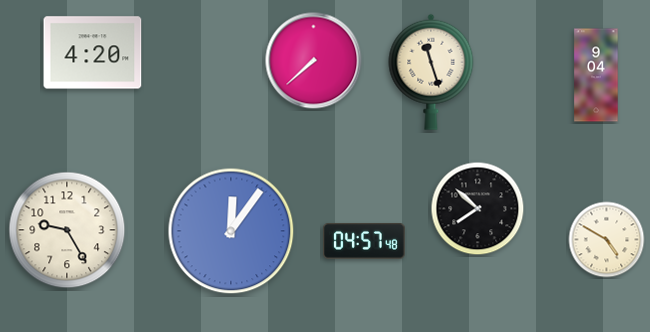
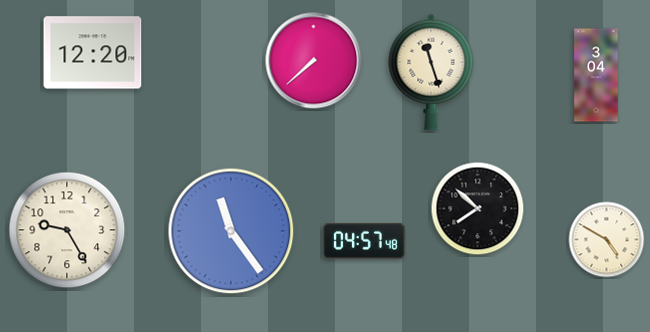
clock at (93, 53): 4:20 -> 12:20
clock at (596, 75): 9:04 -> 3:04
clock at (231, 231): 12:06 -> 11:24
